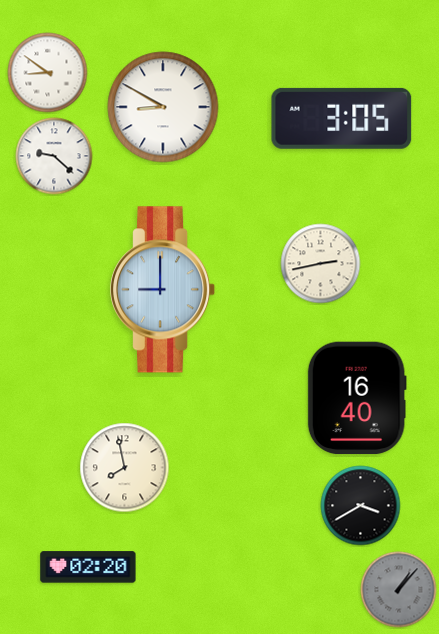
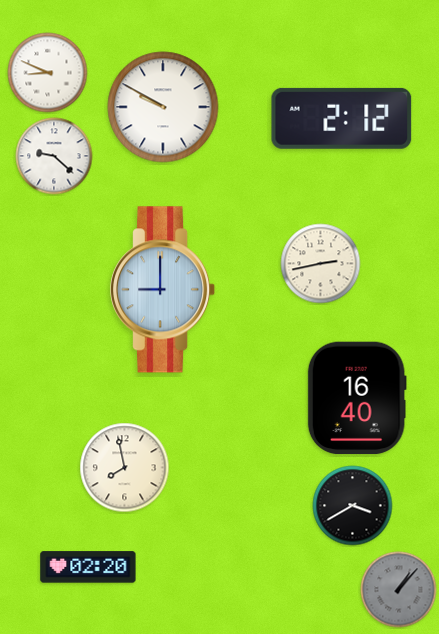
clock at (48, 73): 8:51 -> 8:49
clock at (163, 107): 8:50 -> 9:50
clock at (342, 118): 3:05 -> 2:12
clock at (361, 506) position: (361, 506) -> (353, 506)
